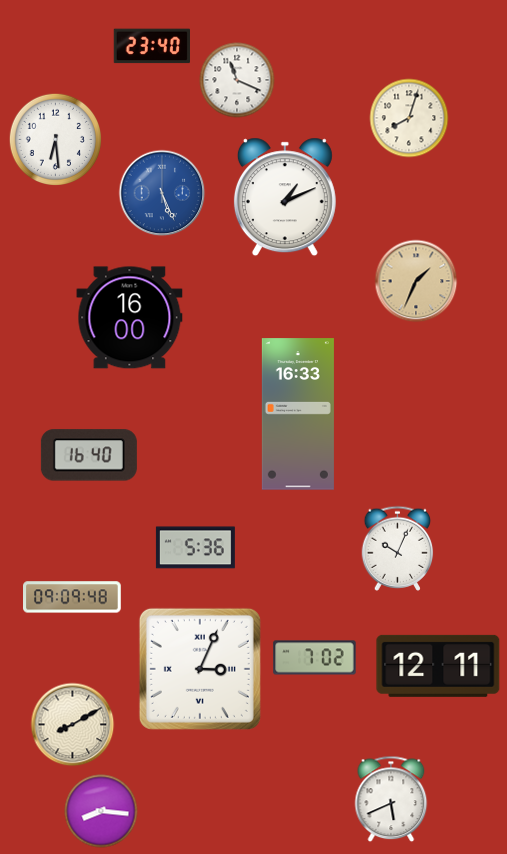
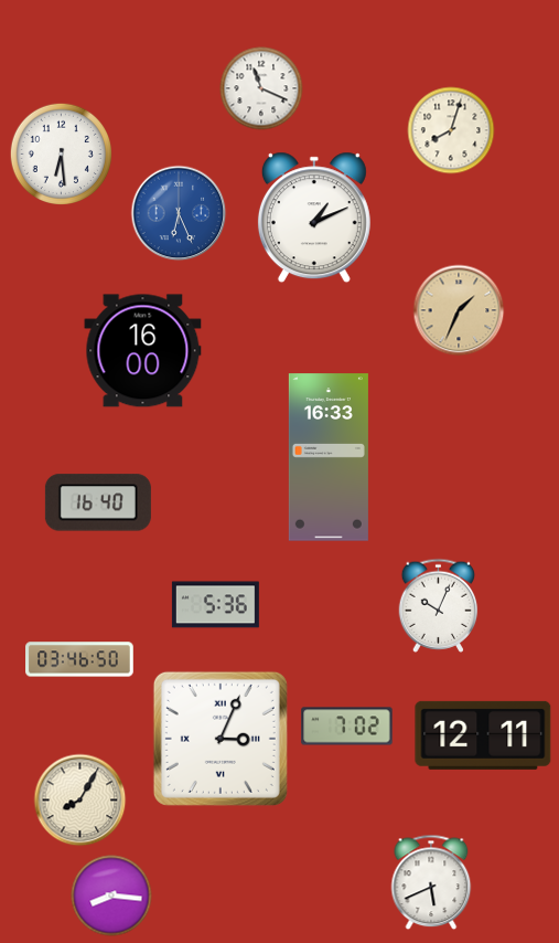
clock at (151, 46): 23:40 -> none
clock at (162, 193): 5:26 -> 6:26
clock at (73, 597): 09:09 -> 03:46
clock at (73, 725): 8:10 -> 8:05
